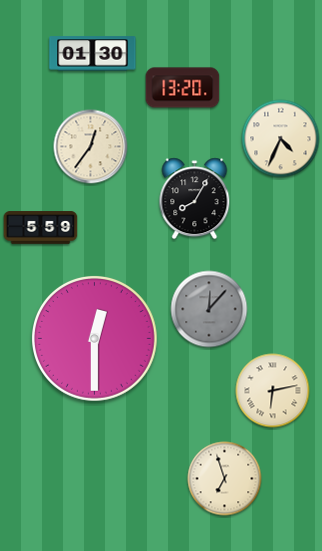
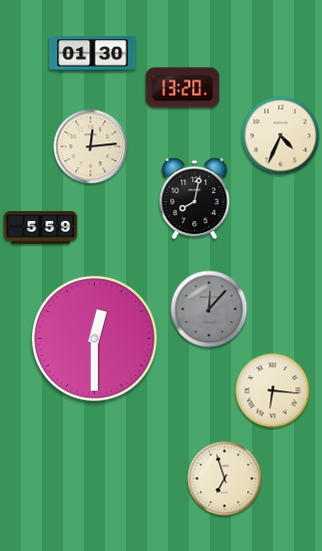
clock at (281, 139) position: (281, 139) -> (281, 136)
clock at (91, 147): 12:36 -> 12:14
clock at (195, 199): 8:05 -> 8:02
clock at (273, 391): 6:13 -> 6:16
